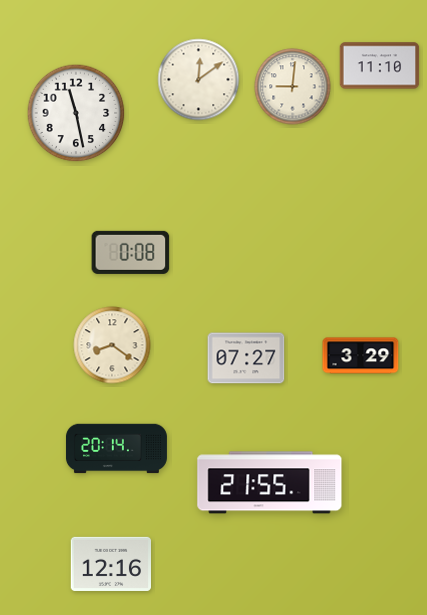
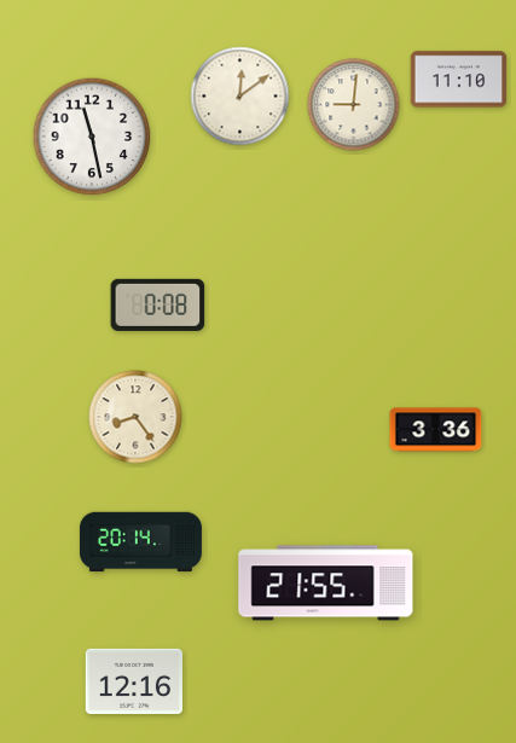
clock at (112, 345): 8:21 -> 8:24
clock at (361, 356): 3:29 -> 3:36
clock at (246, 358): 07:27 -> none
